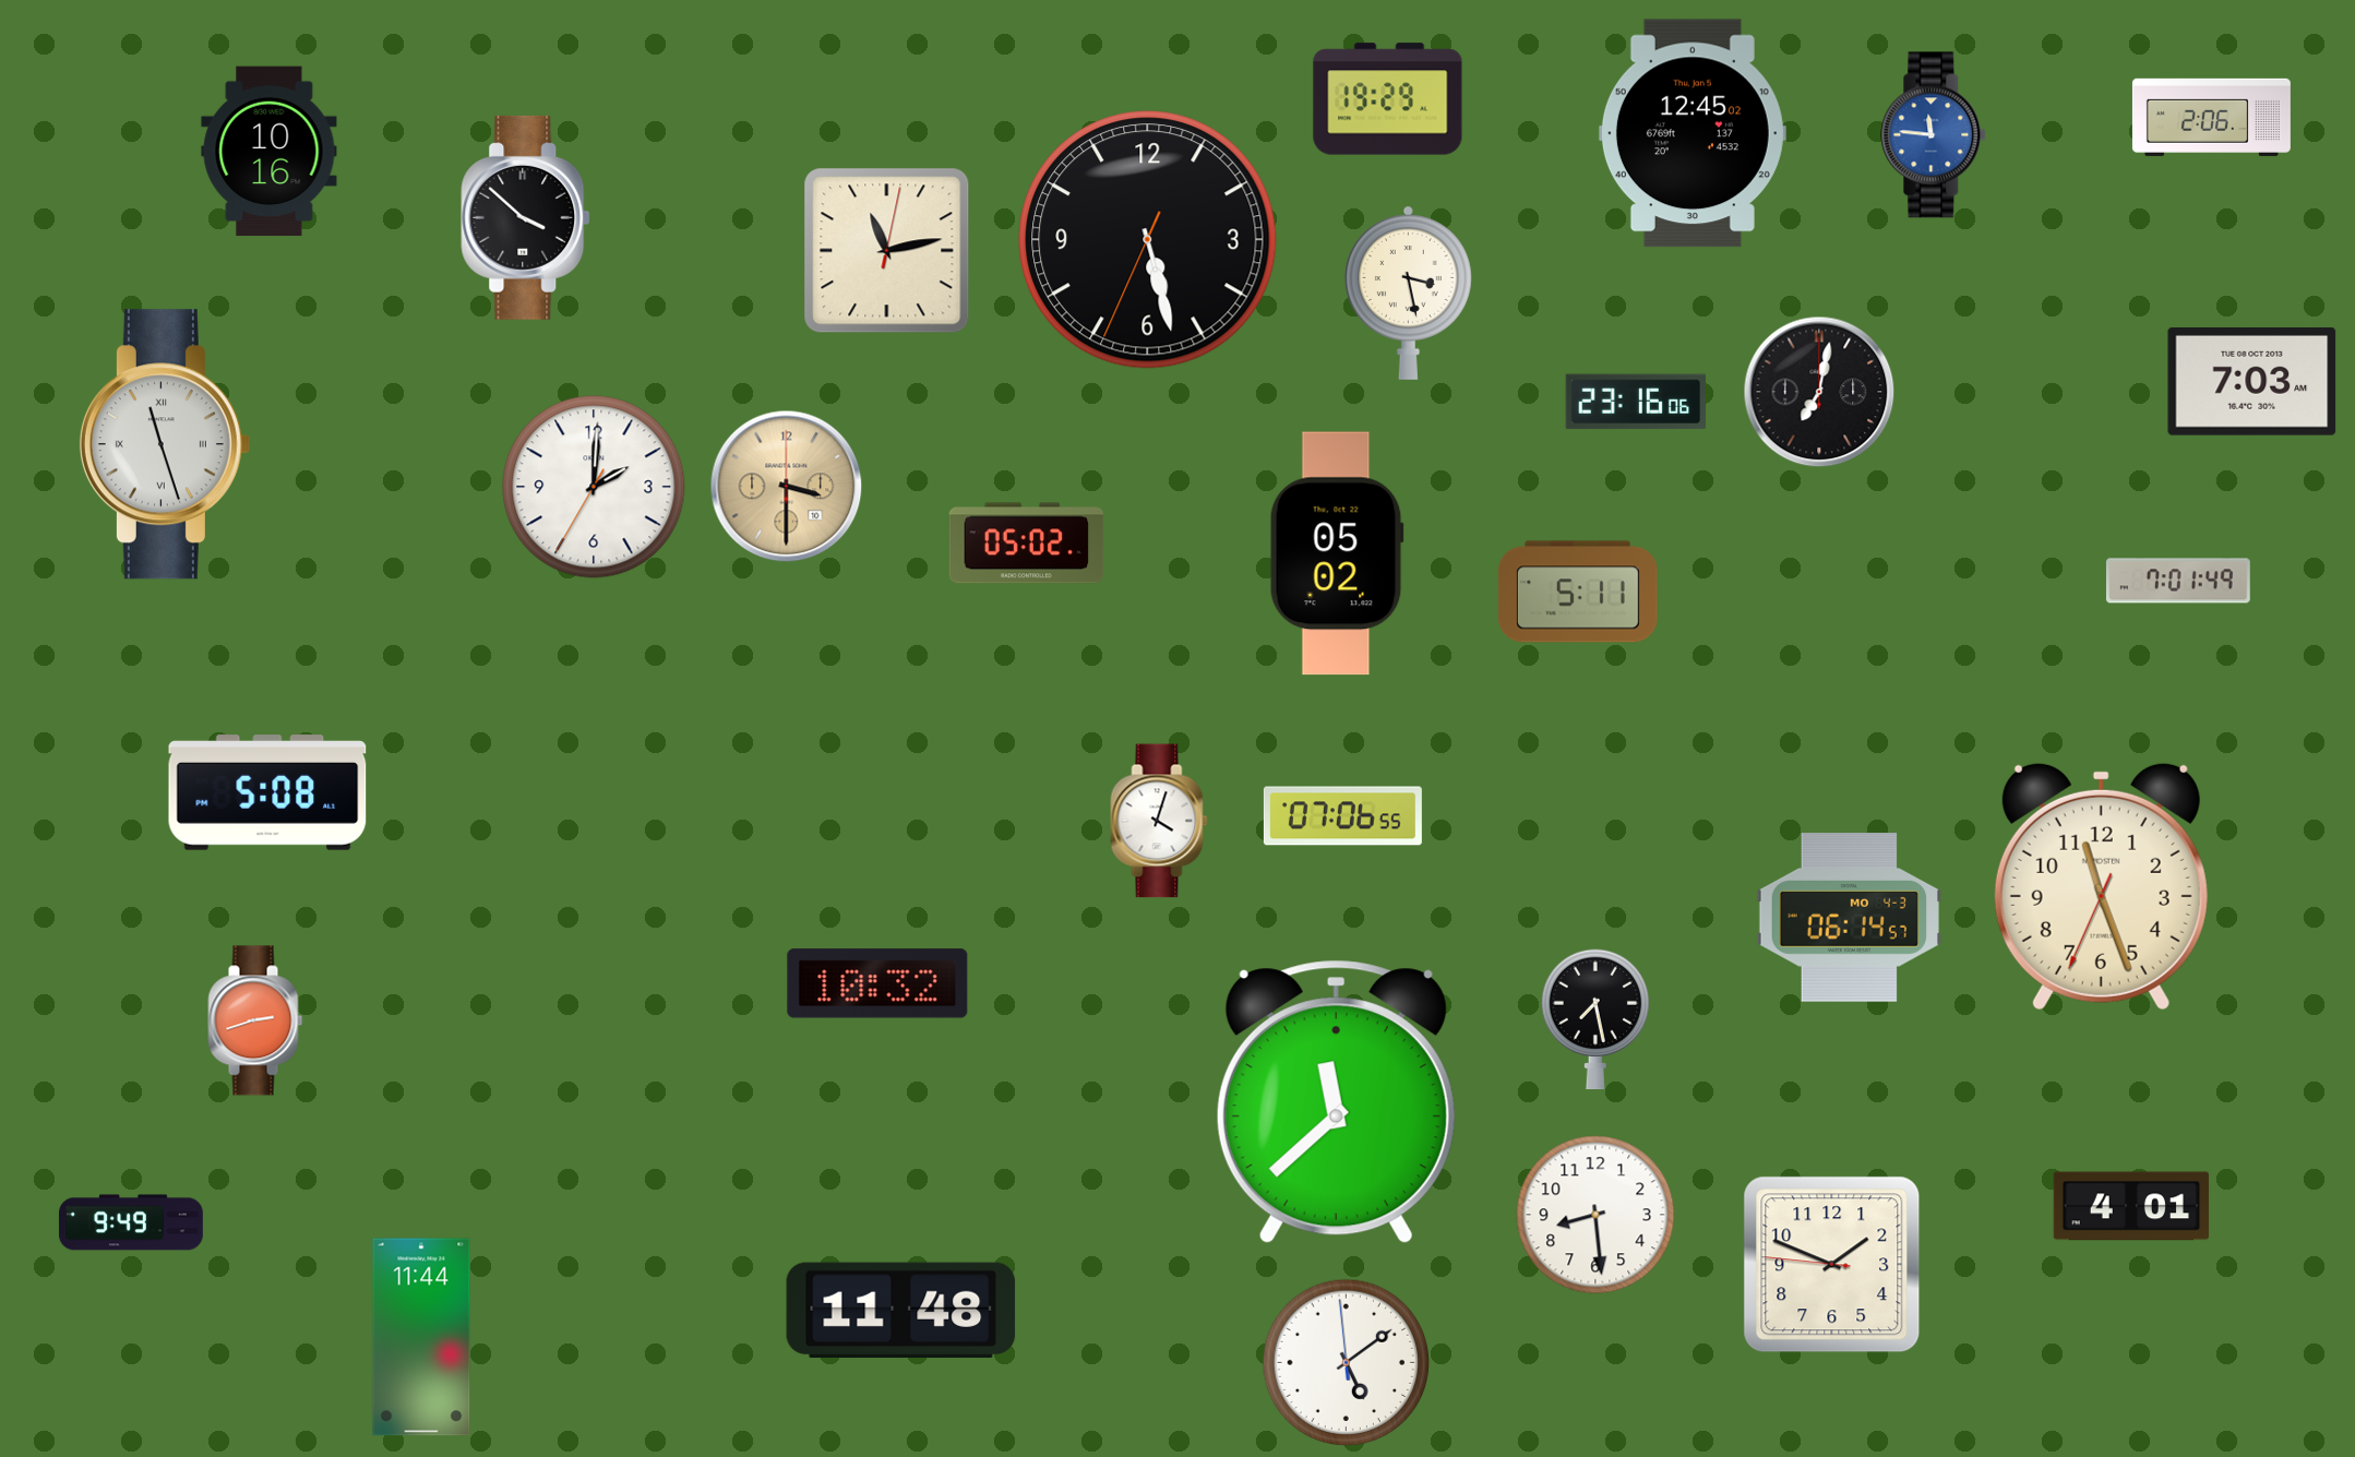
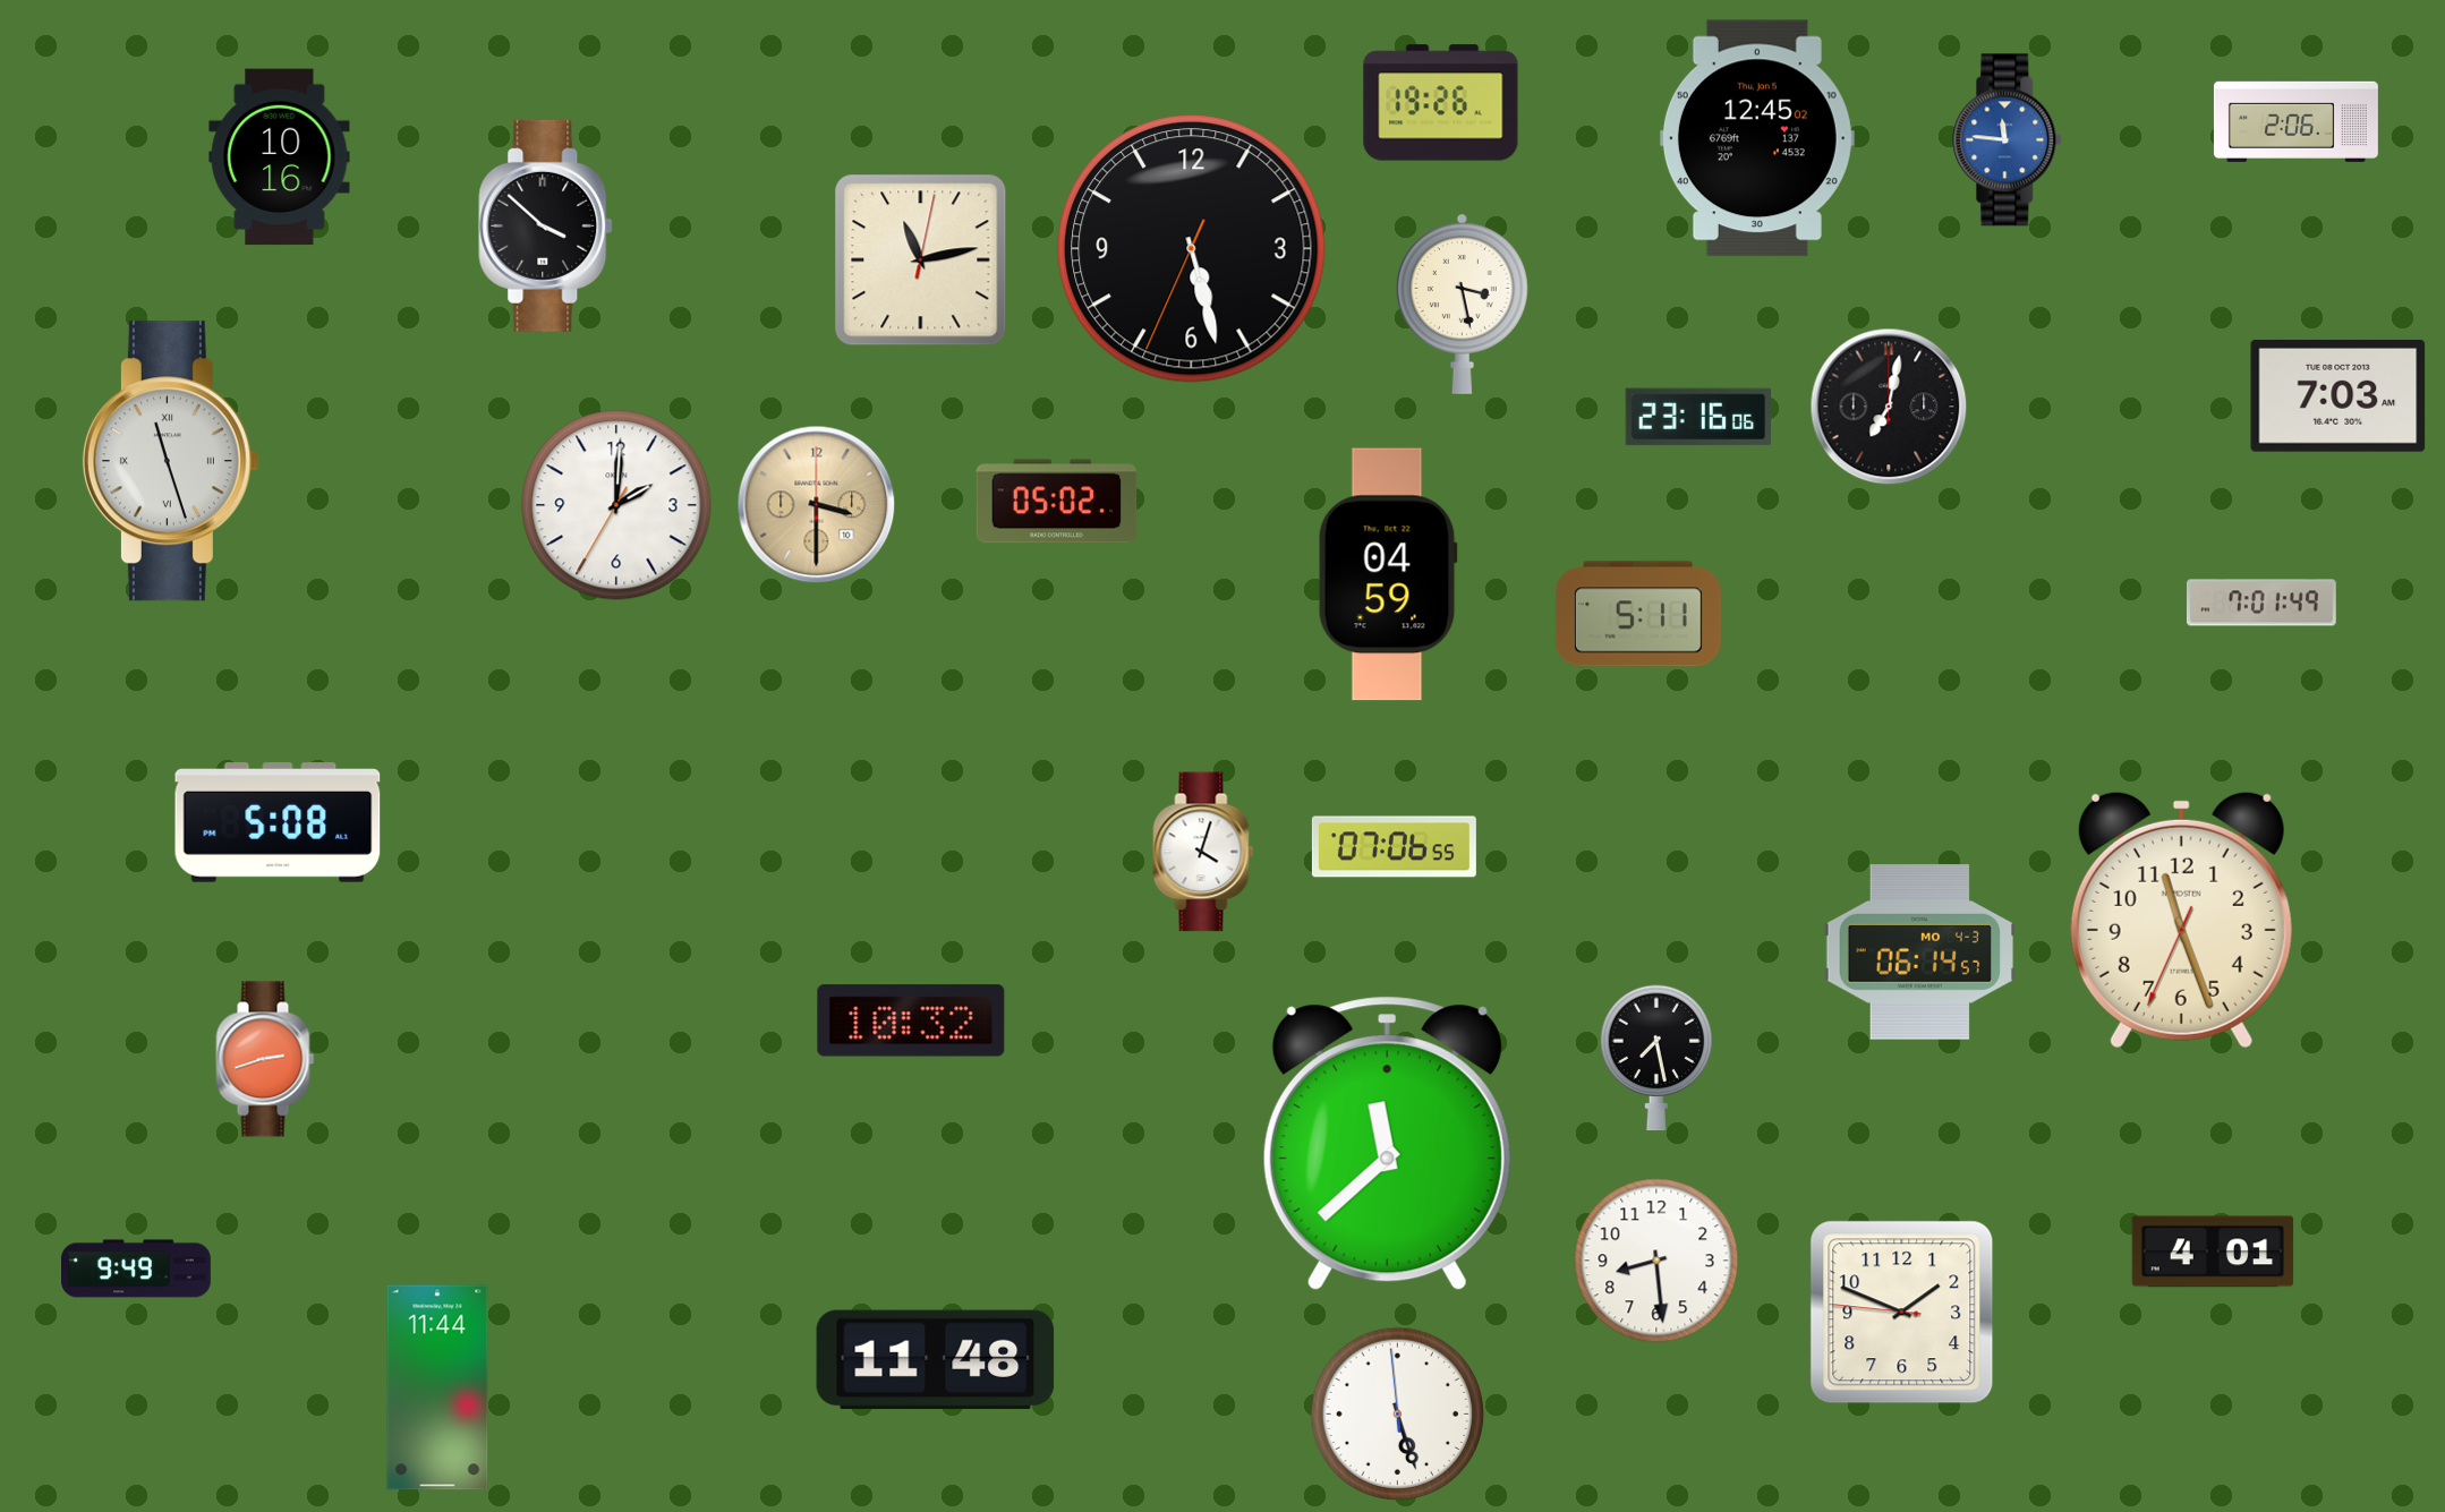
clock at (1388, 99): 19:29 -> 19:26
clock at (1027, 544) position: (1027, 544) -> (1057, 502)
clock at (1337, 553): 05:02 -> 04:59
clock at (1346, 1362): 5:08 -> 5:26
